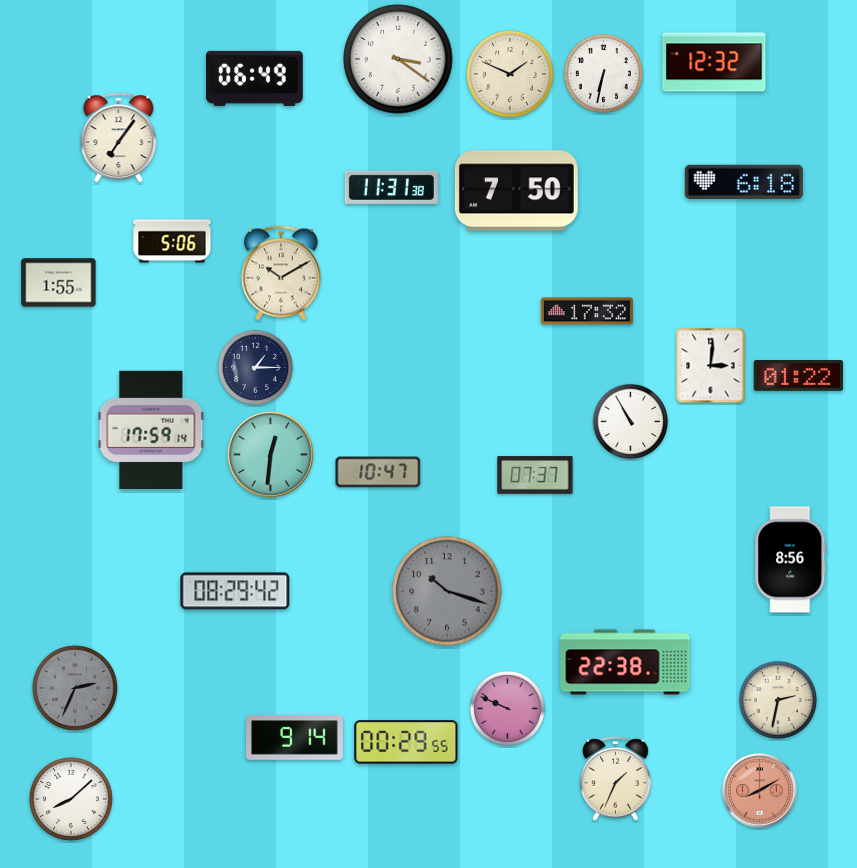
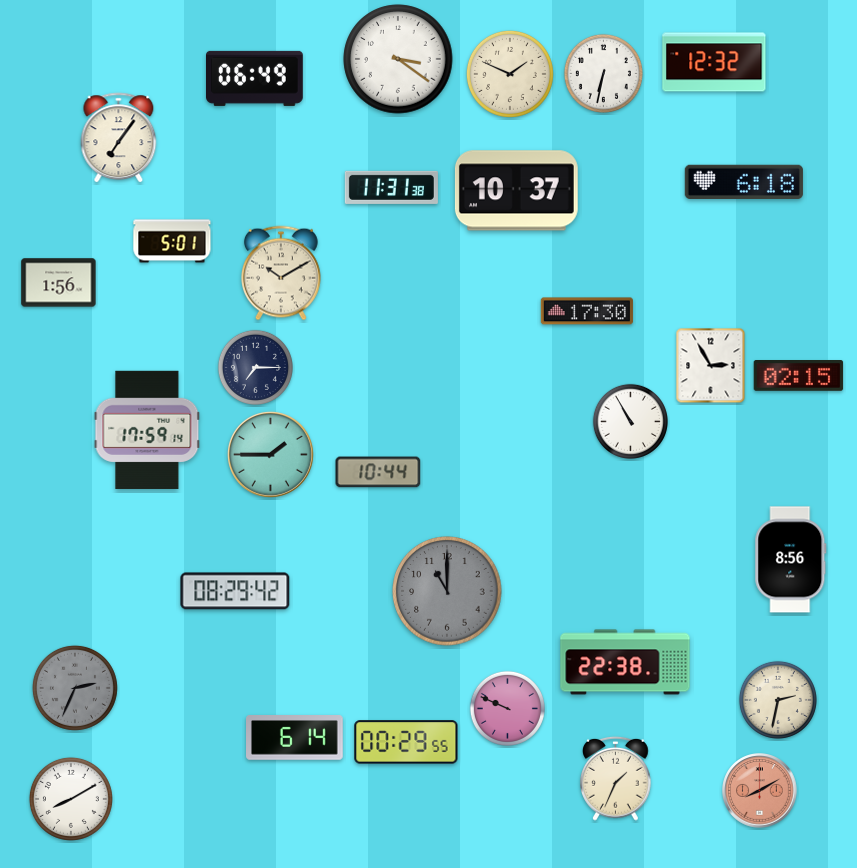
clock at (516, 191): 7:50 -> 10:37
clock at (172, 241): 5:06 -> 5:01
clock at (59, 283): 1:55 -> 1:56
clock at (587, 311): 17:32 -> 17:30
clock at (711, 366): 3:01 -> 2:55
clock at (255, 367): 1:15 -> 7:15
clock at (799, 376): 01:22 -> 02:15
clock at (151, 430) position: (151, 430) -> (147, 430)
clock at (270, 454): 12:31 -> 1:45
clock at (378, 472): 10:47 -> 10:44
clock at (535, 475): 07:37 -> none
clock at (447, 591): 10:18 -> 11:00
clock at (295, 738): 9:14 -> 6:14
clock at (71, 799): 8:08 -> 8:10
